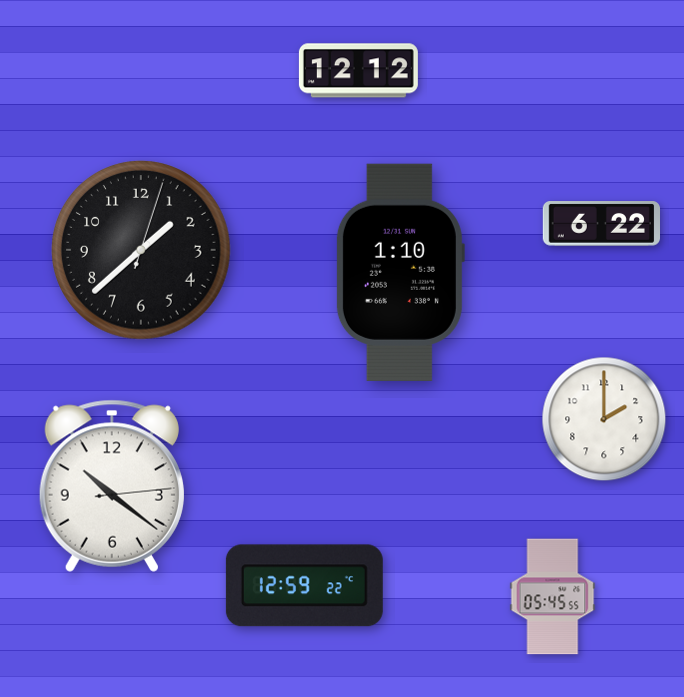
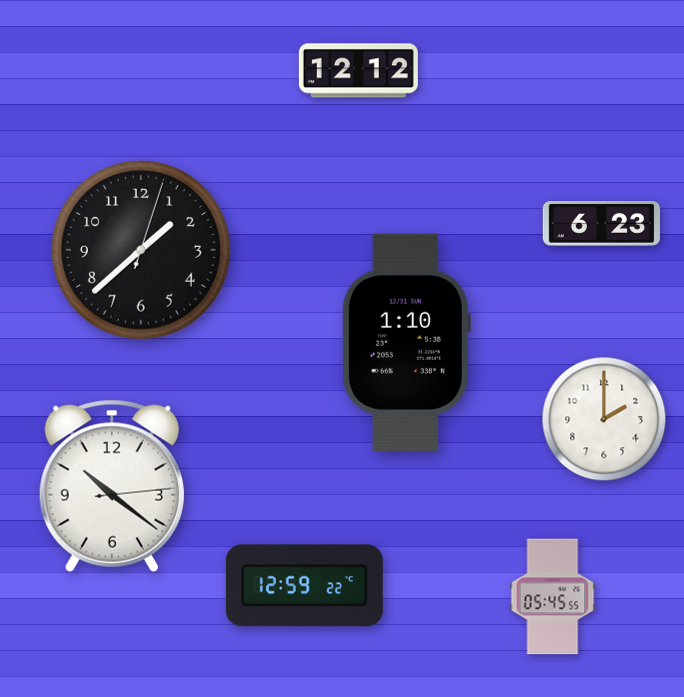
clock at (601, 224): 6:22 -> 6:23
clock at (400, 272) position: (400, 272) -> (406, 342)
